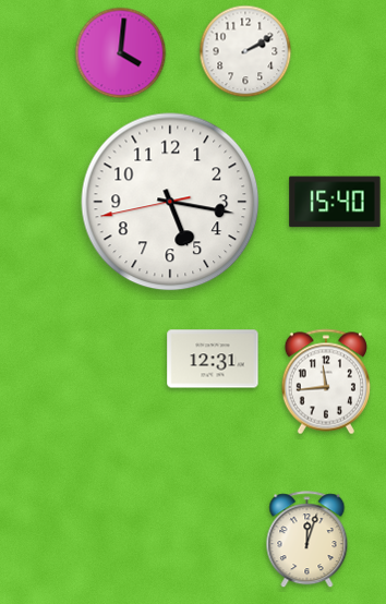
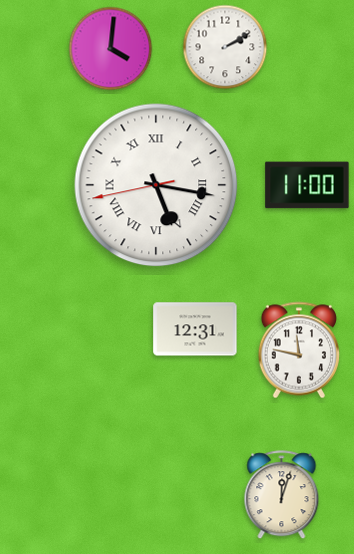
clock at (170, 202) numerals: Arabic -> Roman
clock at (335, 202): 15:40 -> 11:00
clock at (326, 382): 11:44 -> 11:47
